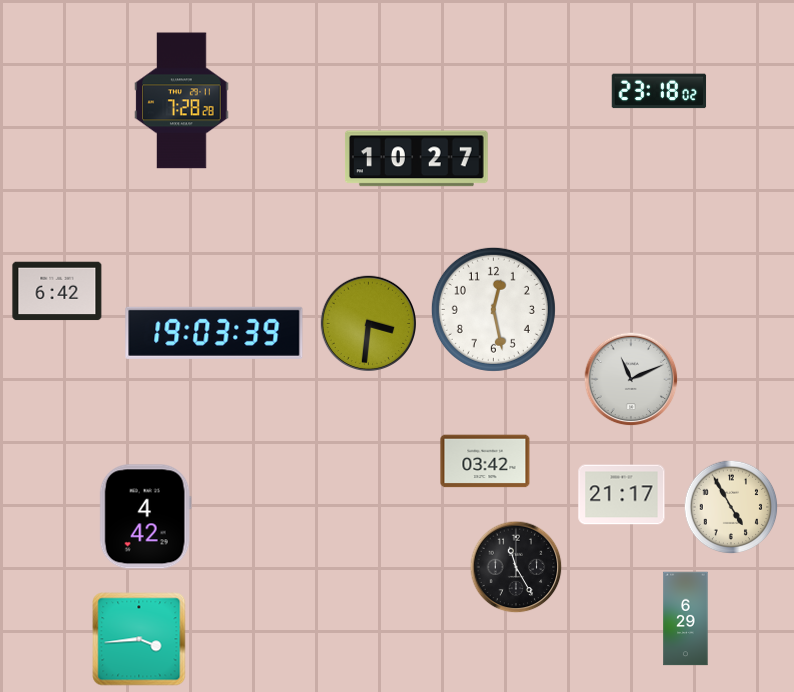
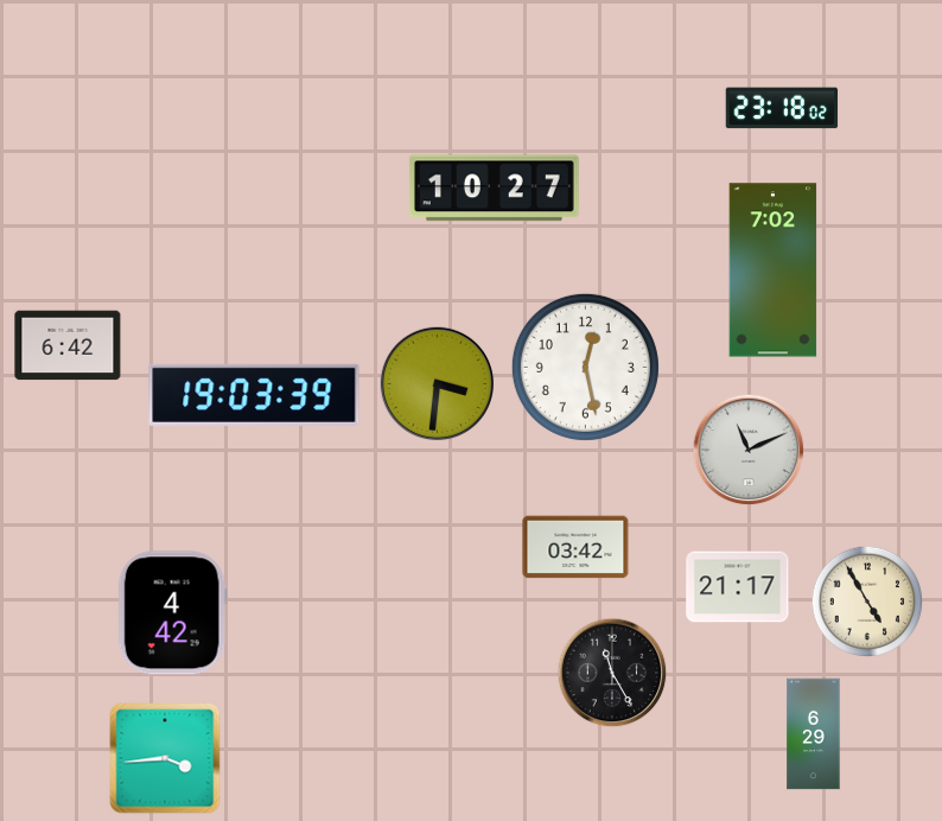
clock at (182, 101): 7:28 -> none
clock at (774, 271): none -> 7:02
